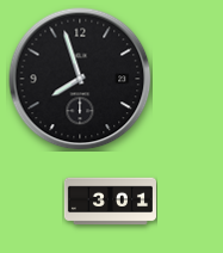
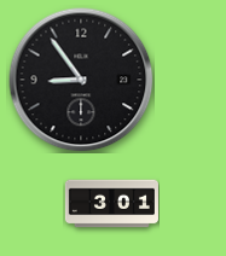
clock at (80, 79): 7:57 -> 8:54
